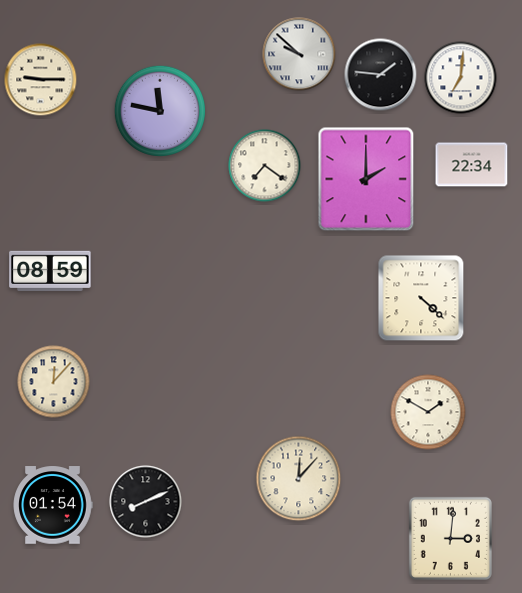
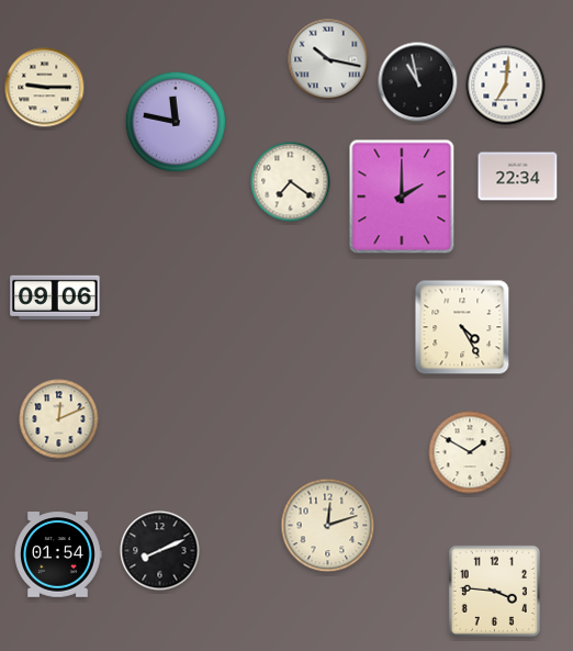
clock at (299, 54): 9:52 -> 10:17
clock at (381, 75): 1:46 -> 10:58
clock at (472, 165) position: (472, 165) -> (518, 177)
clock at (50, 271): 08:59 -> 09:06
clock at (421, 298): 4:22 -> 4:25
clock at (54, 382): 12:07 -> 12:11
clock at (299, 479): 12:07 -> 12:12
clock at (450, 538): 3:01 -> 3:46
